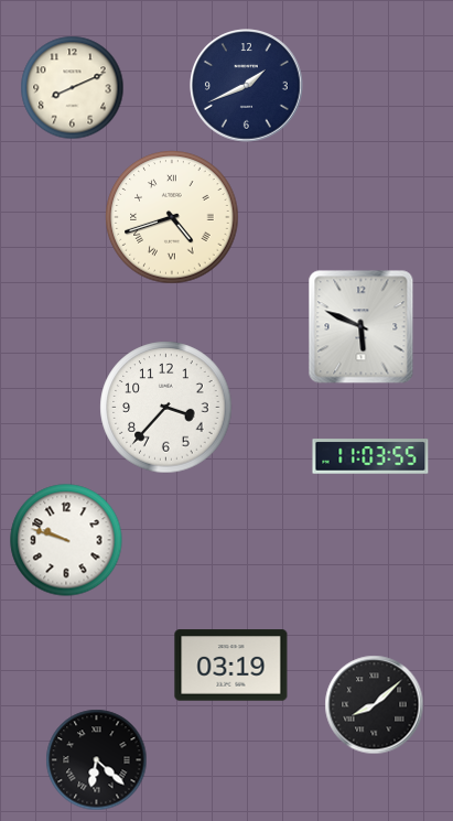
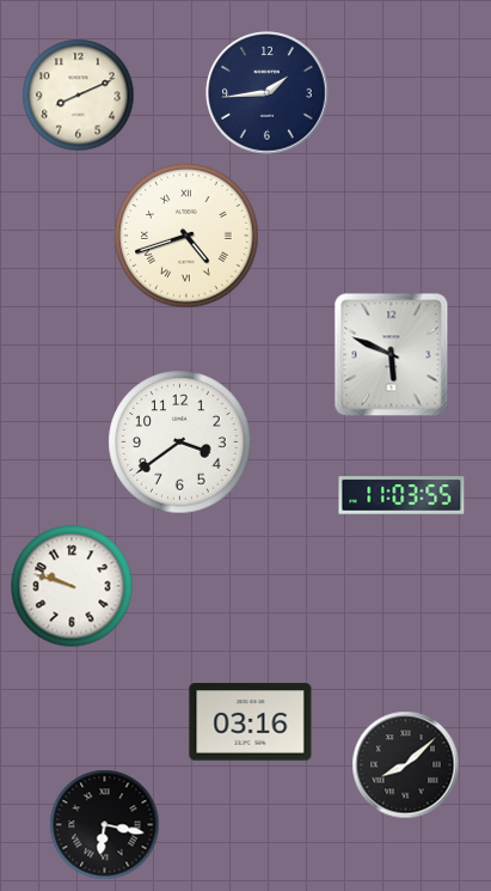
clock at (247, 86): 1:41 -> 1:44
clock at (166, 408): 3:37 -> 3:39
clock at (231, 666): 03:19 -> 03:16
clock at (97, 760): 6:22 -> 6:17
